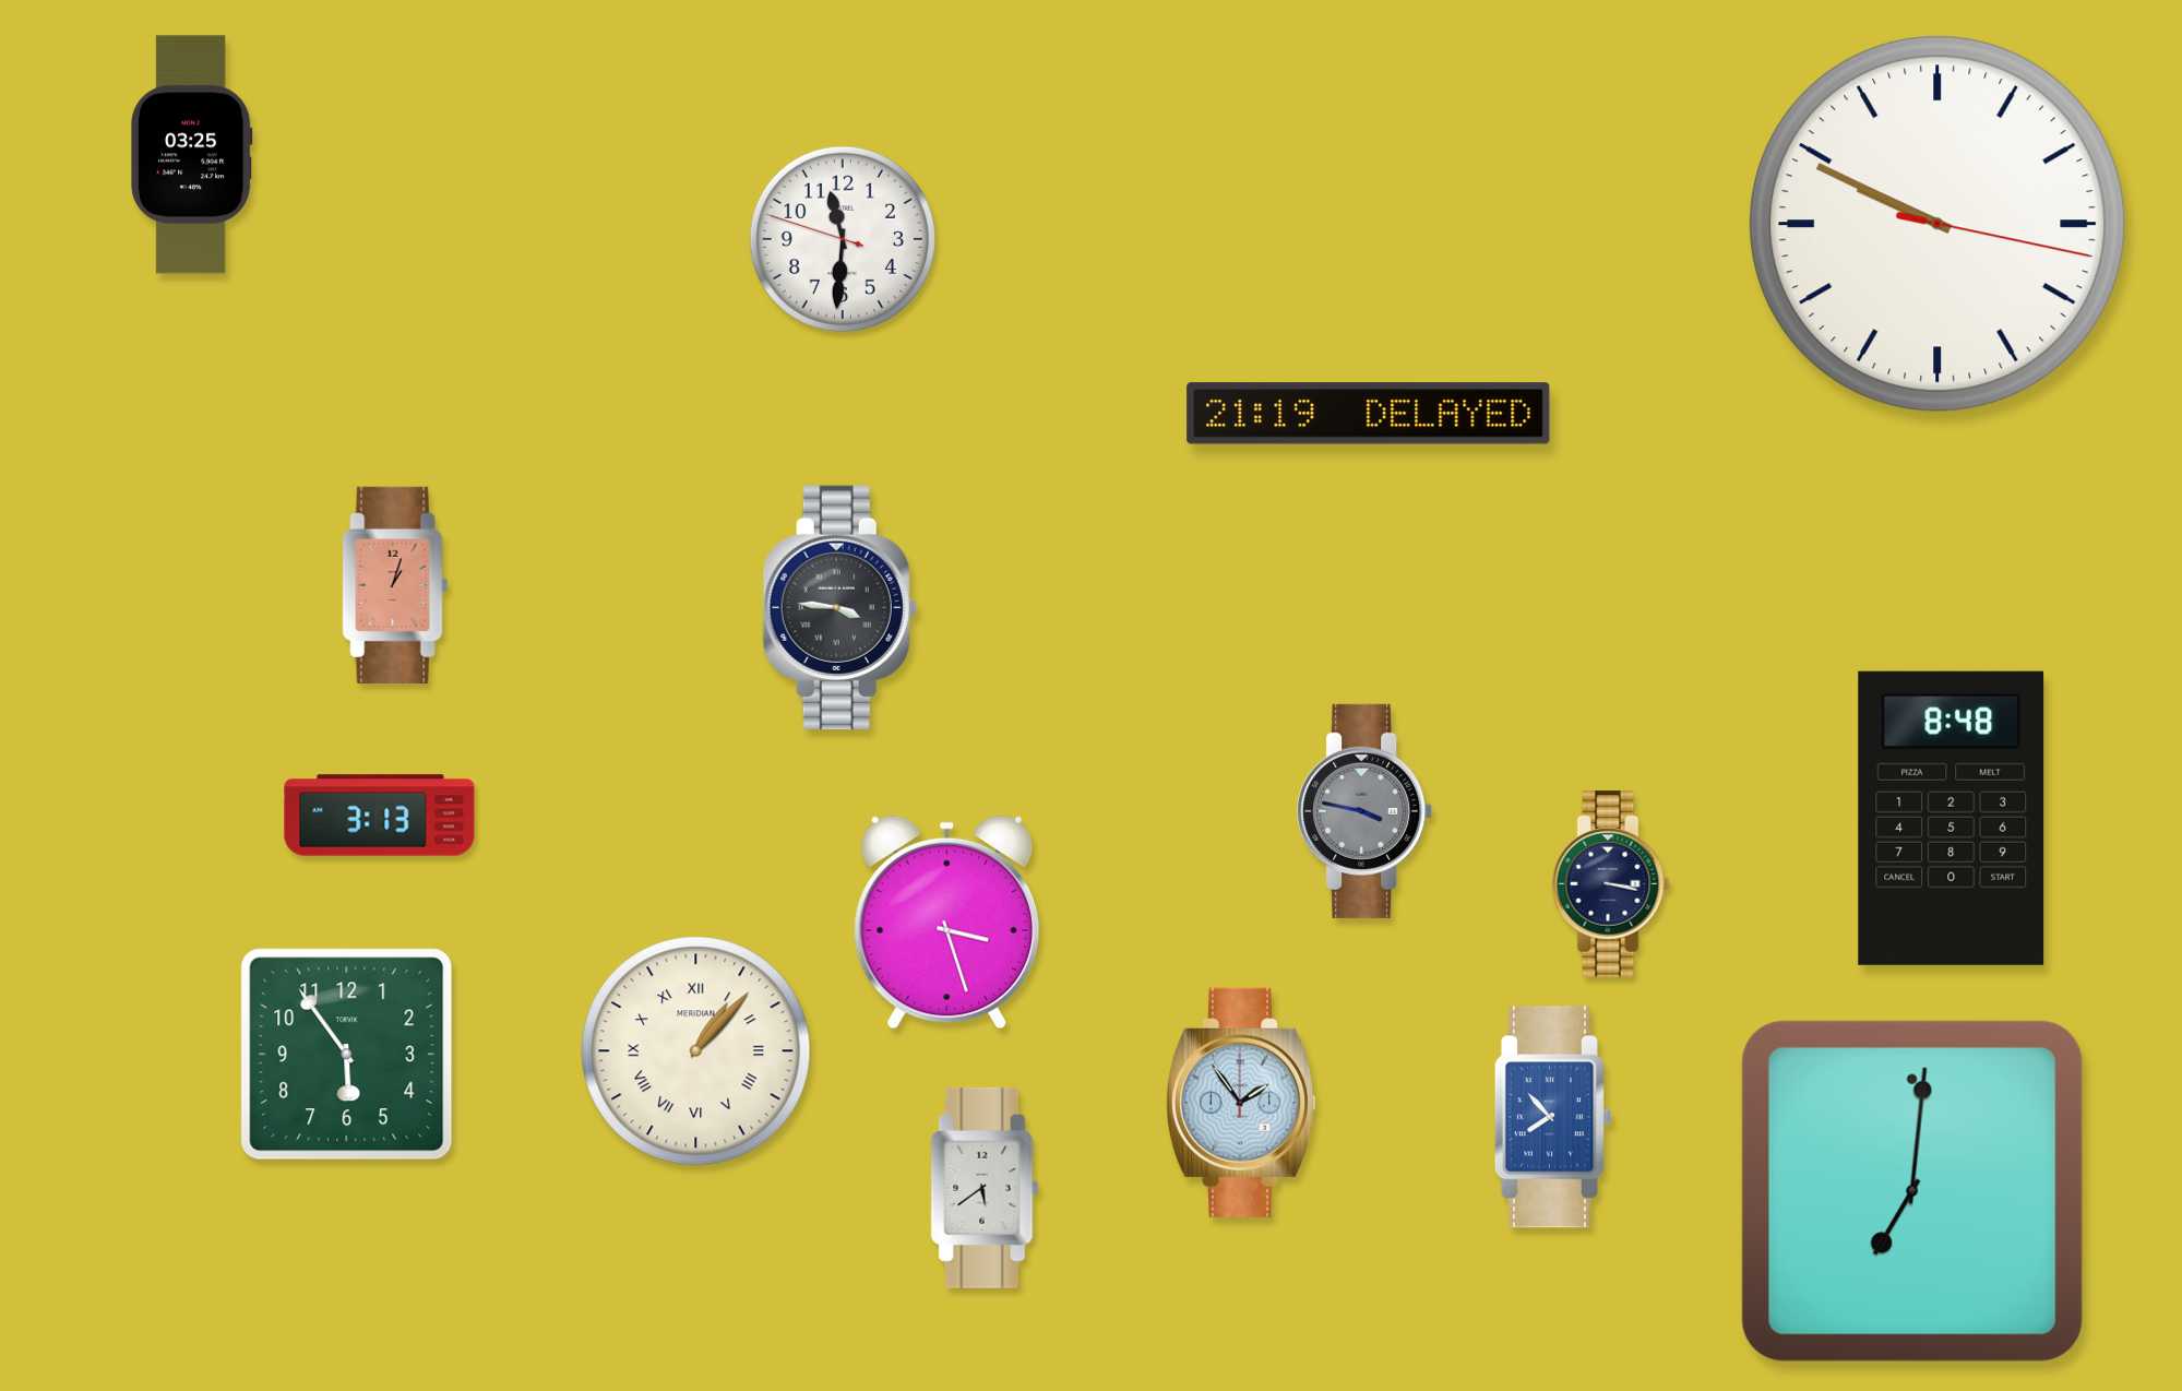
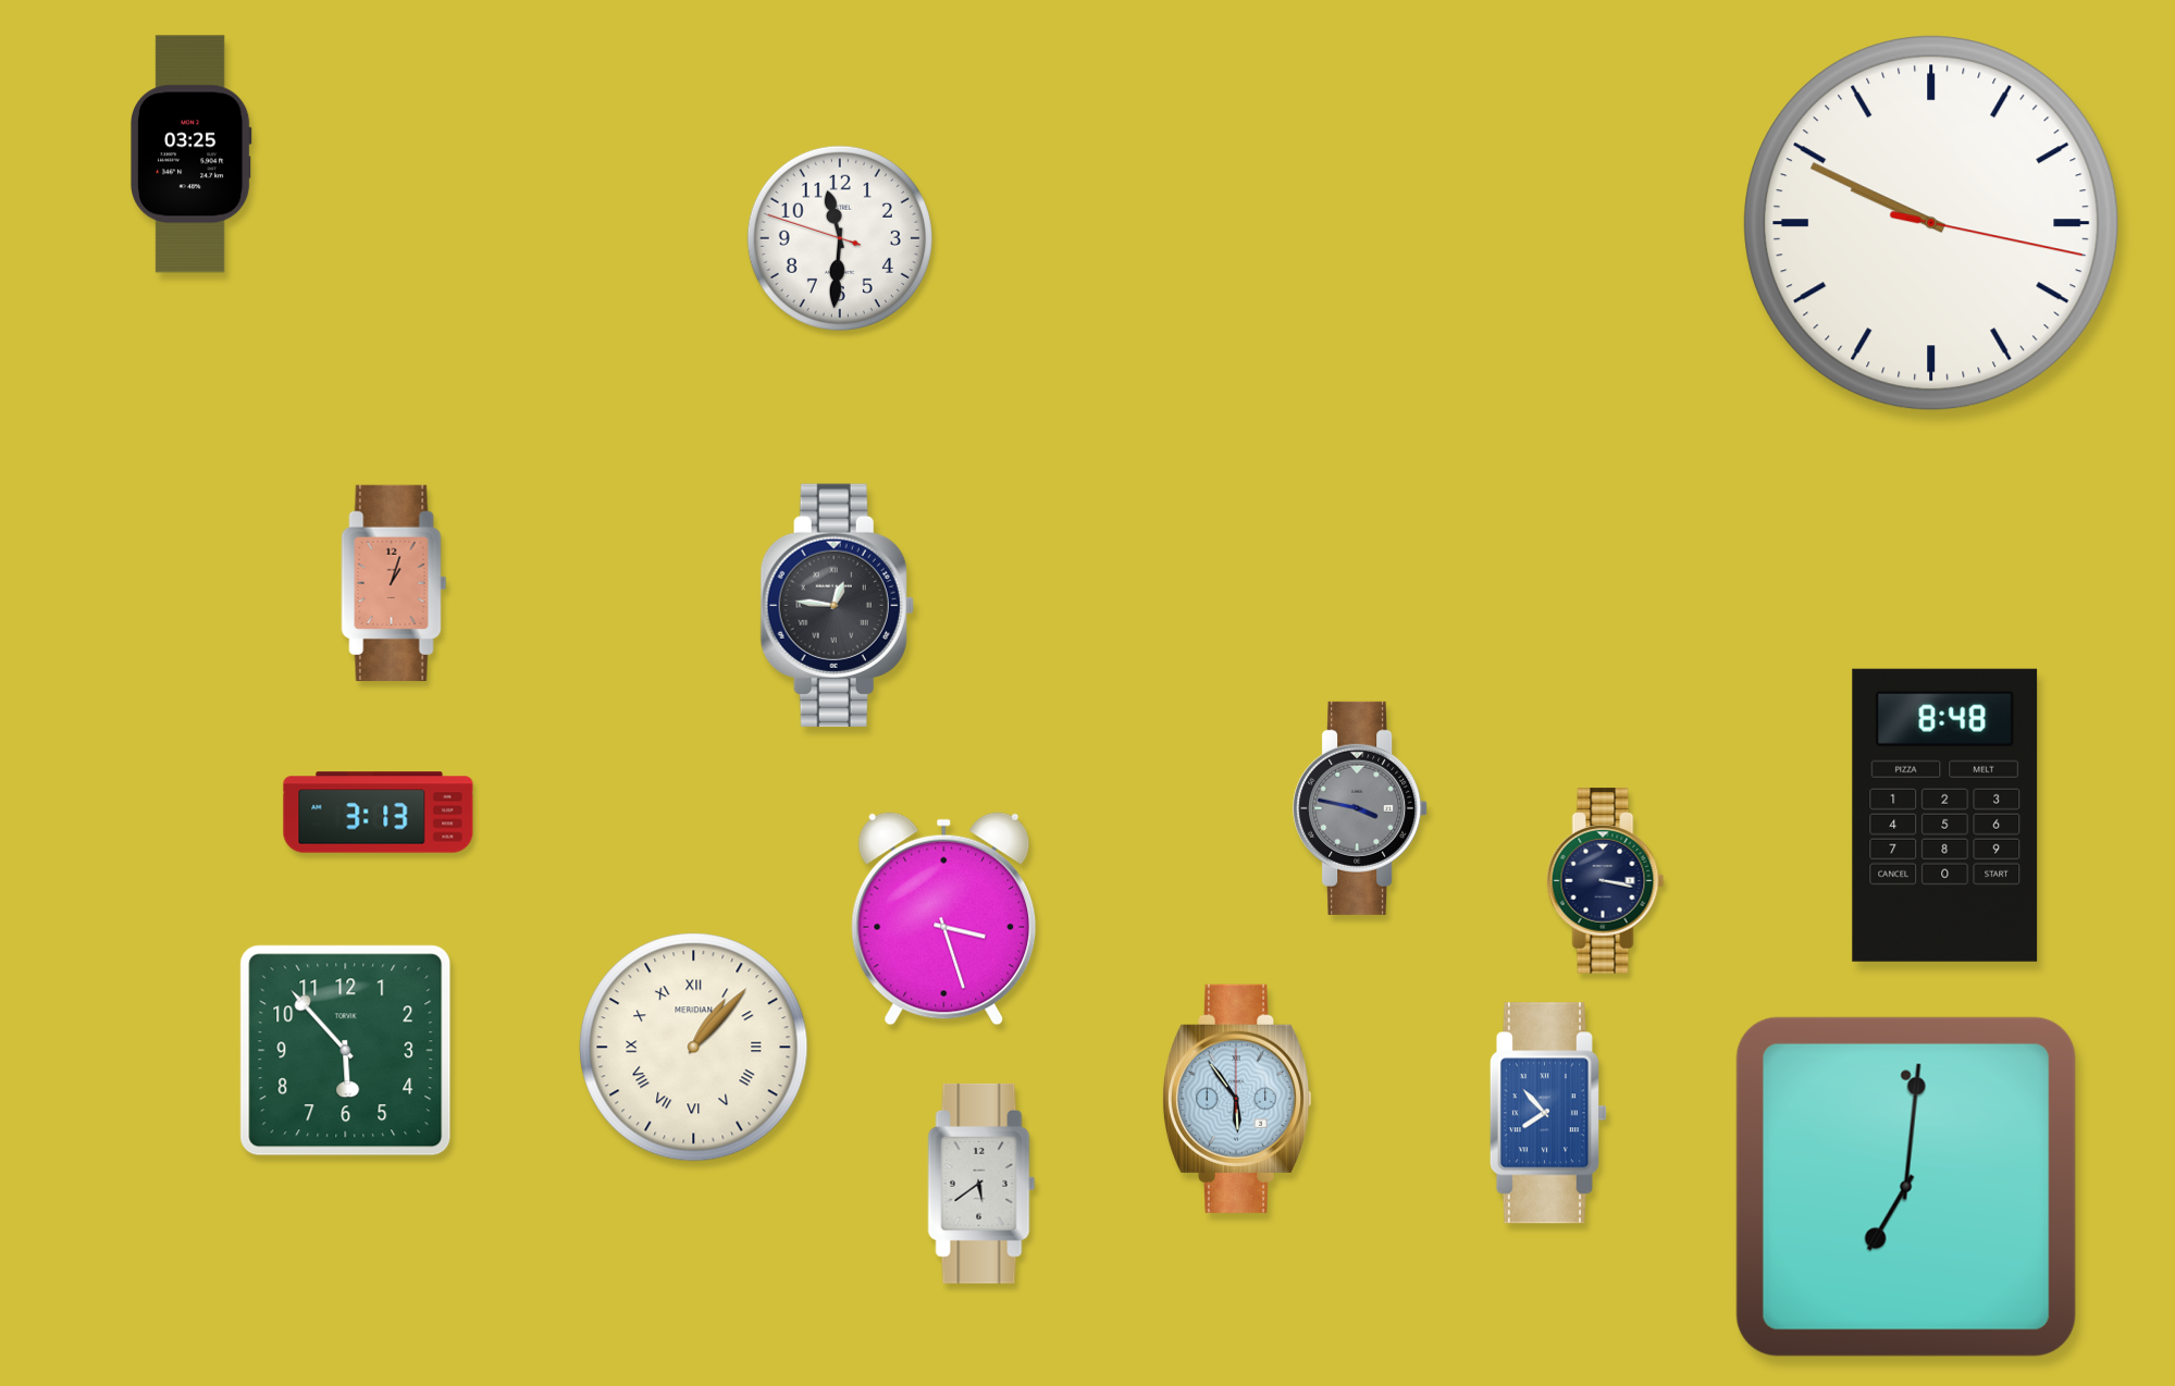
clock at (1369, 414): 21:19 -> none
clock at (839, 607): 3:46 -> 12:46
clock at (347, 1055): 5:54 -> 5:53
clock at (1241, 1103): 1:54 -> 5:54
